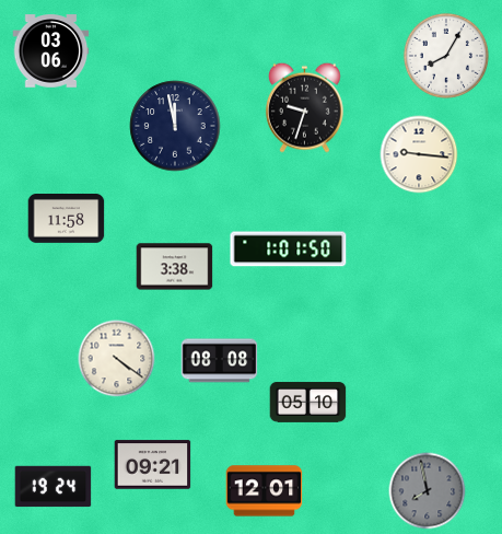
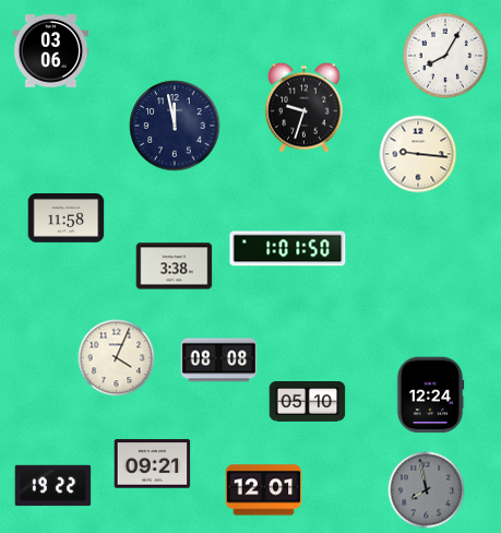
clock at (117, 359): 4:21 -> 4:04
clock at (430, 395): none -> 12:24
clock at (54, 487): 19:24 -> 19:22
